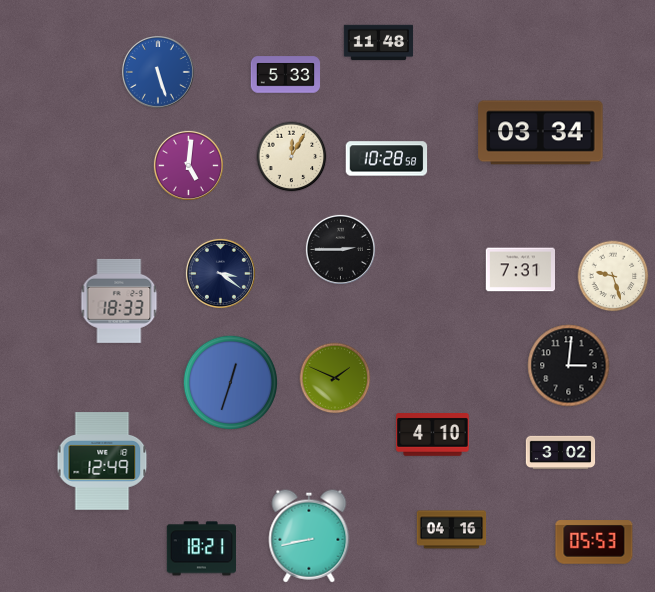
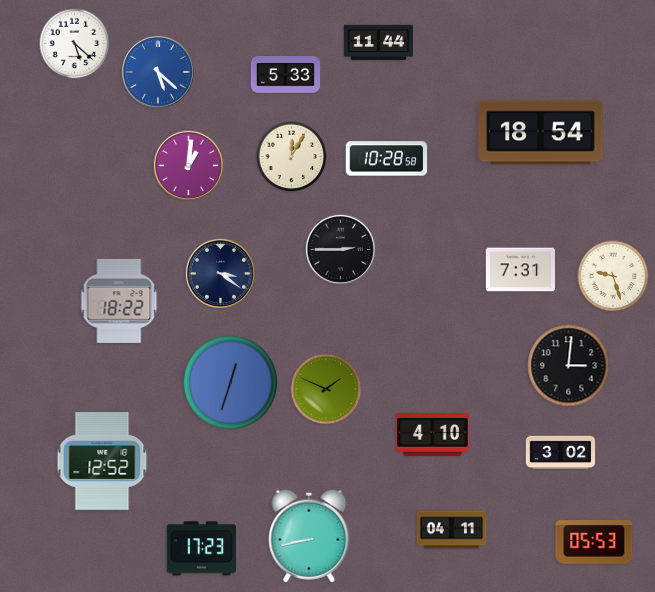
clock at (379, 43): 11:48 -> 11:44
clock at (75, 44): none -> 5:22
clock at (159, 73): 5:27 -> 5:22
clock at (541, 133): 03:34 -> 18:54
clock at (188, 165): 5:01 -> 1:01
clock at (119, 301): 18:33 -> 18:22
clock at (335, 378) position: (335, 378) -> (326, 389)
clock at (102, 461): 12:49 -> 12:52
clock at (452, 530): 04:16 -> 04:11
clock at (201, 549): 18:21 -> 17:23
